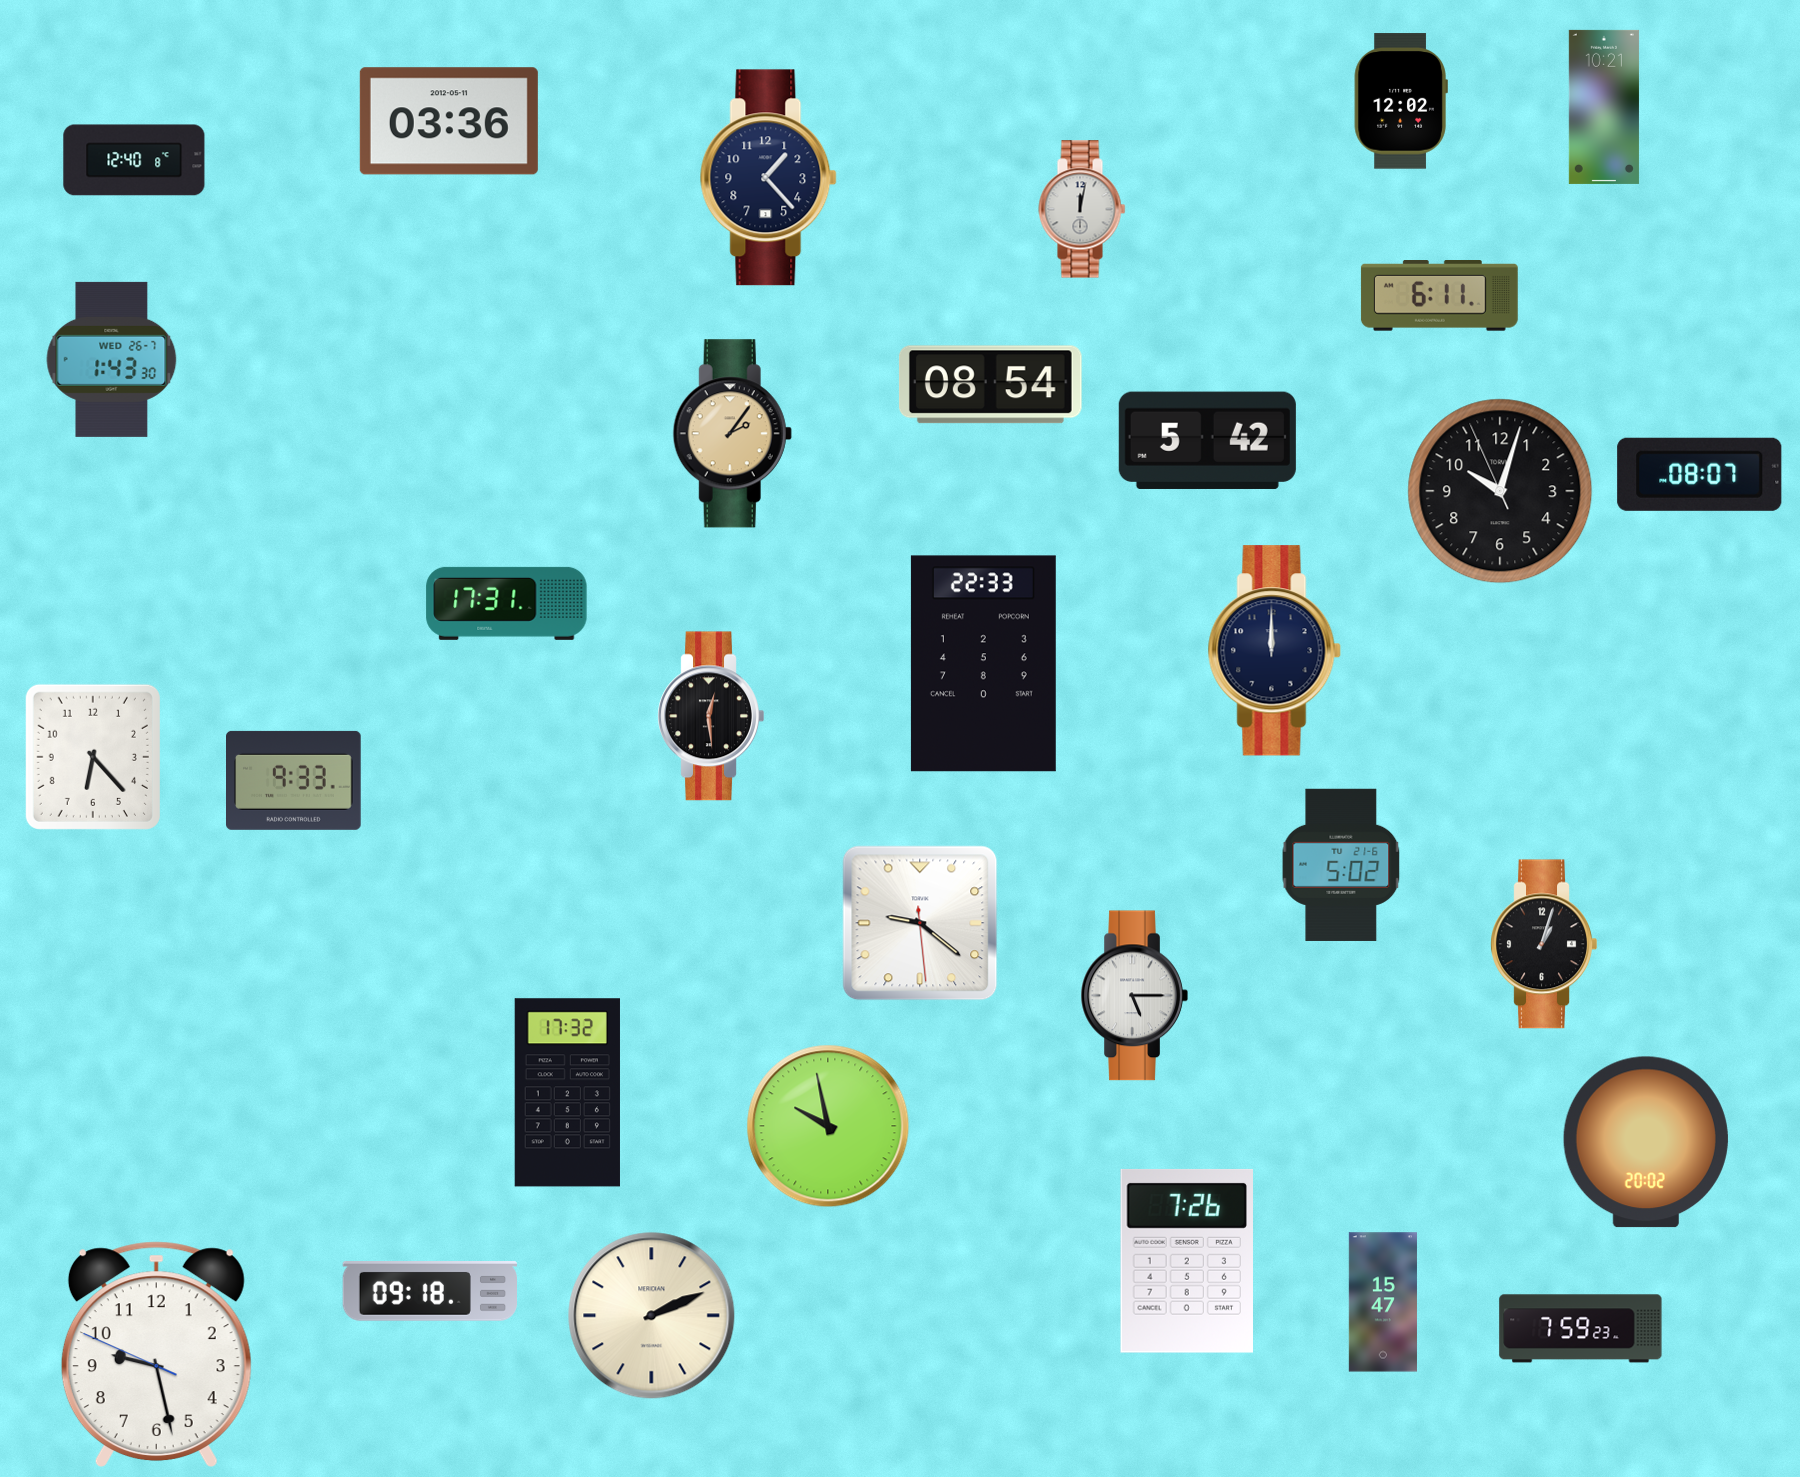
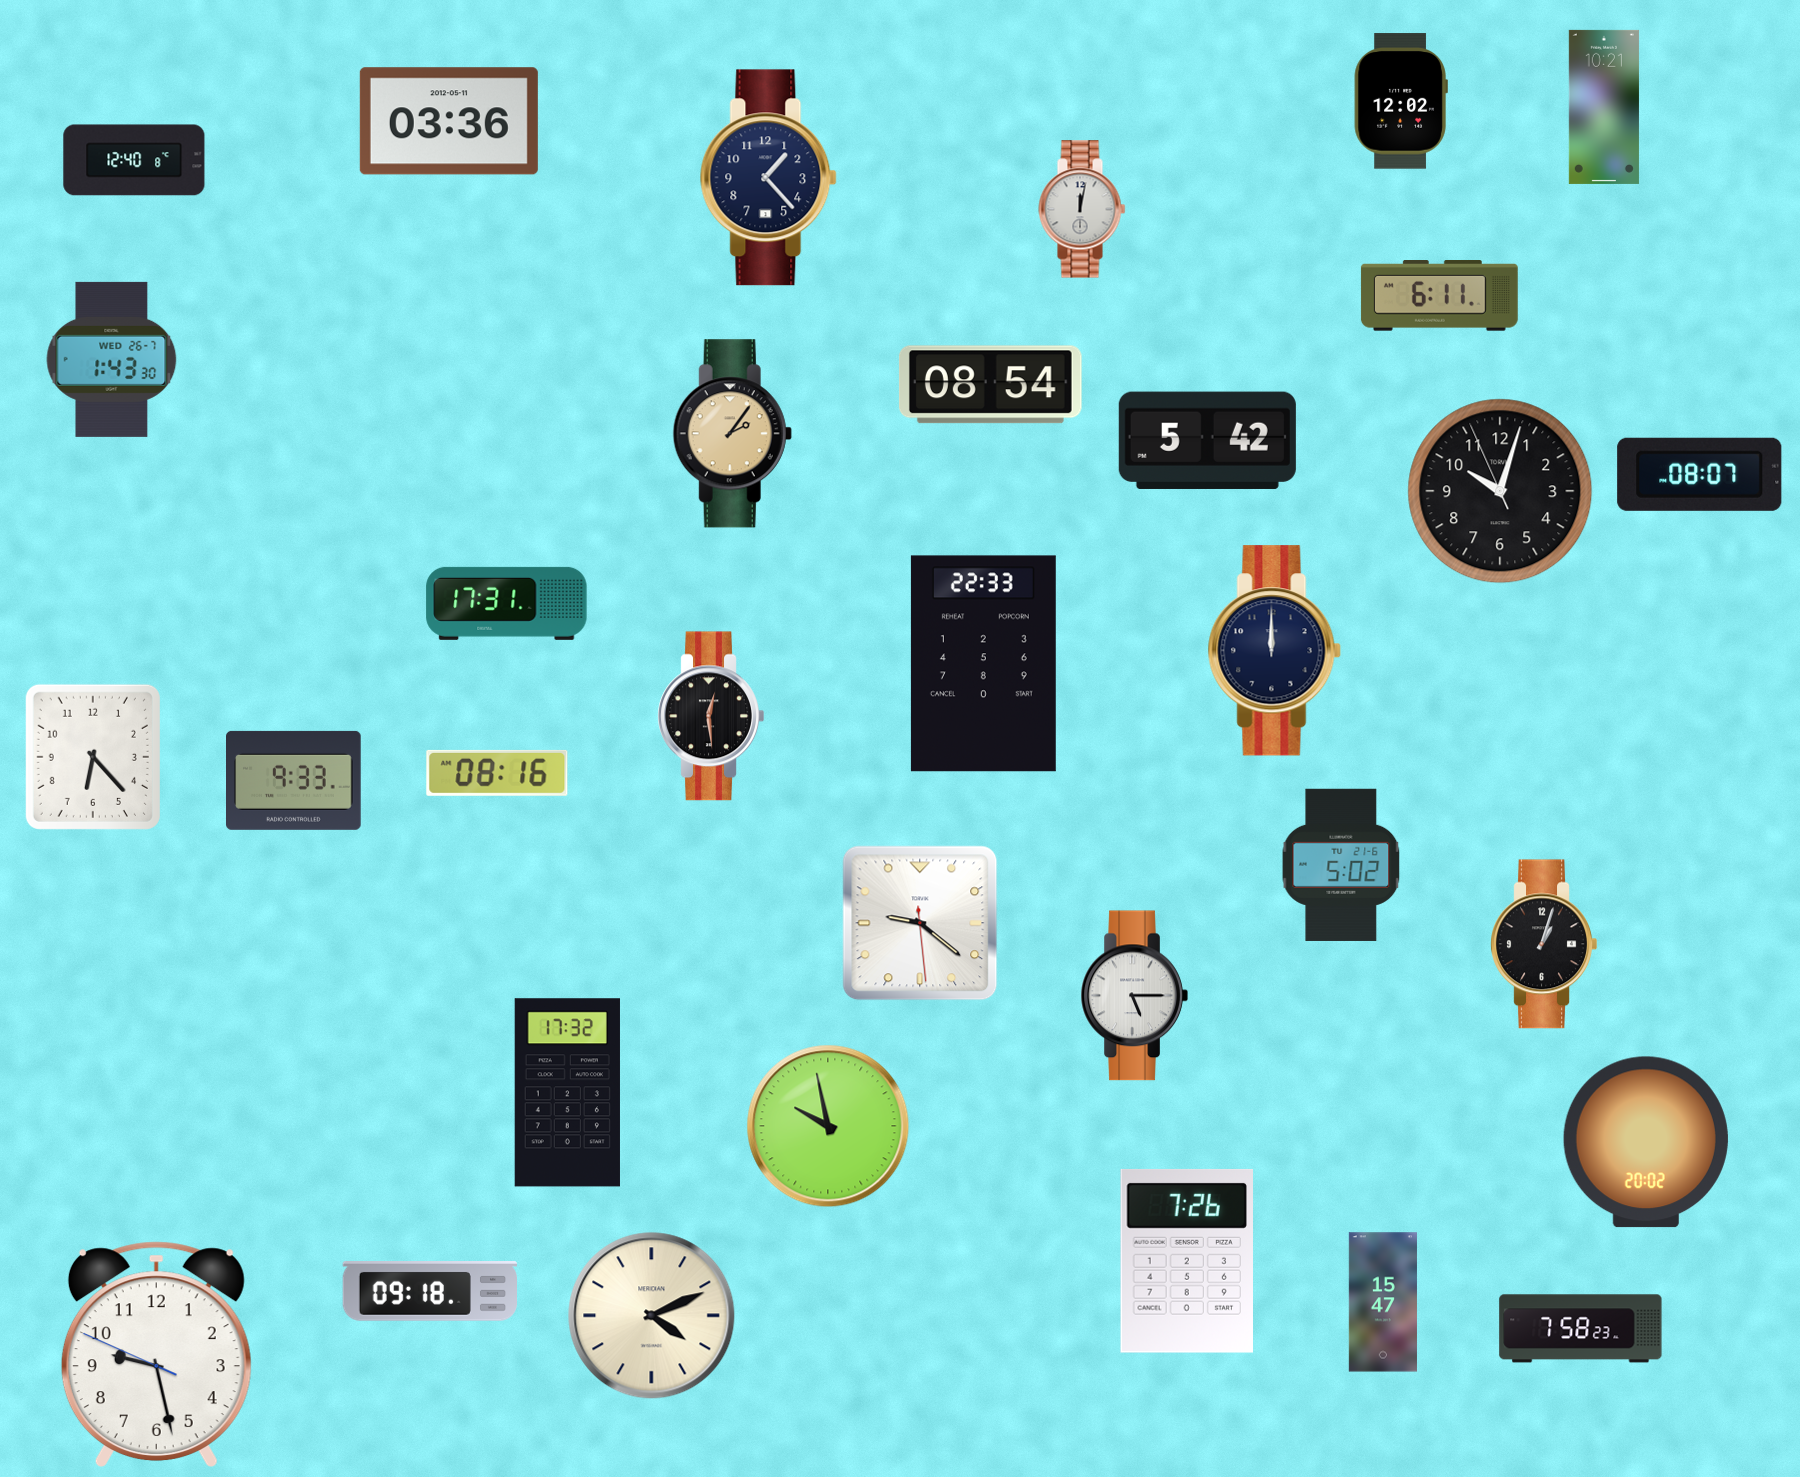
clock at (497, 773): none -> 08:16
clock at (652, 1316): 2:11 -> 4:11
clock at (1581, 1329): 7:59 -> 7:58
